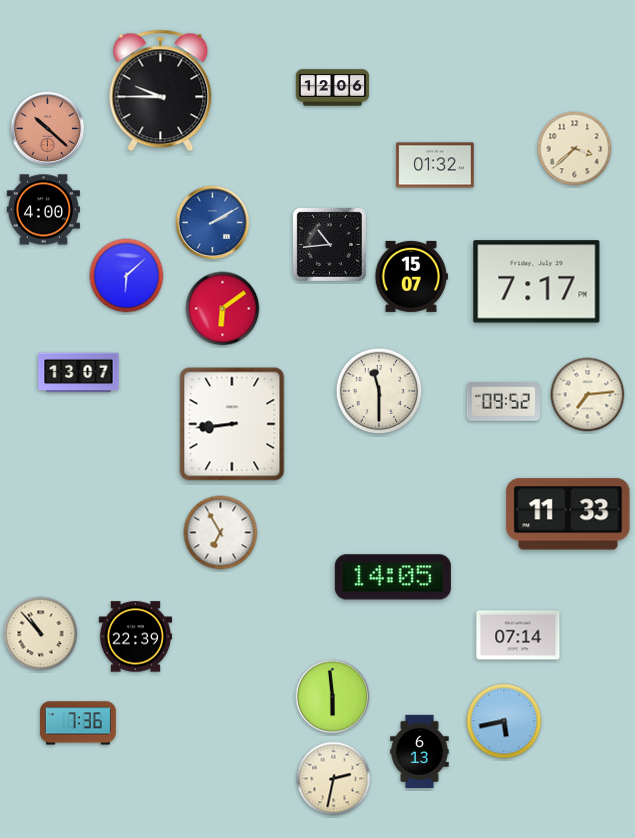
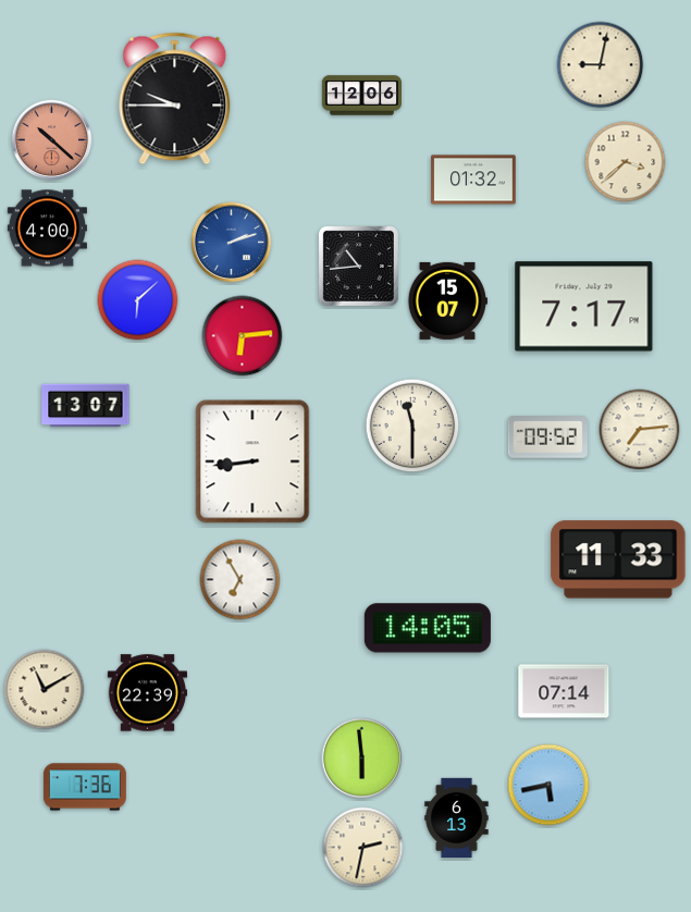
clock at (601, 65): none -> 9:02
clock at (213, 223): 2:10 -> 2:12
clock at (223, 309): 6:09 -> 6:14
clock at (41, 634): 10:53 -> 11:10
